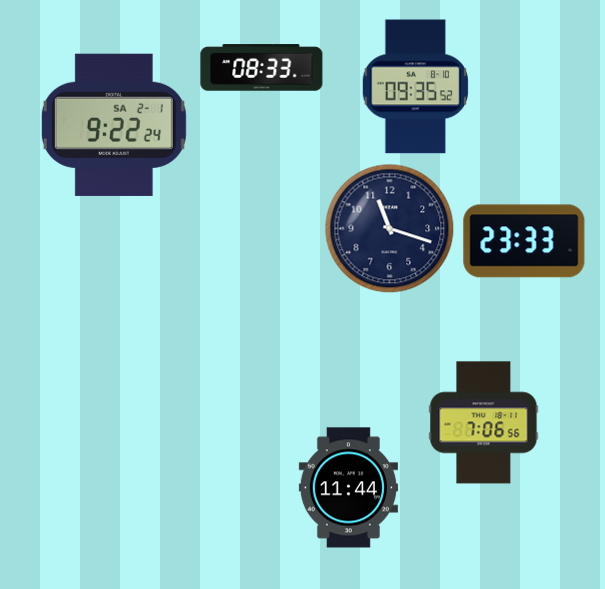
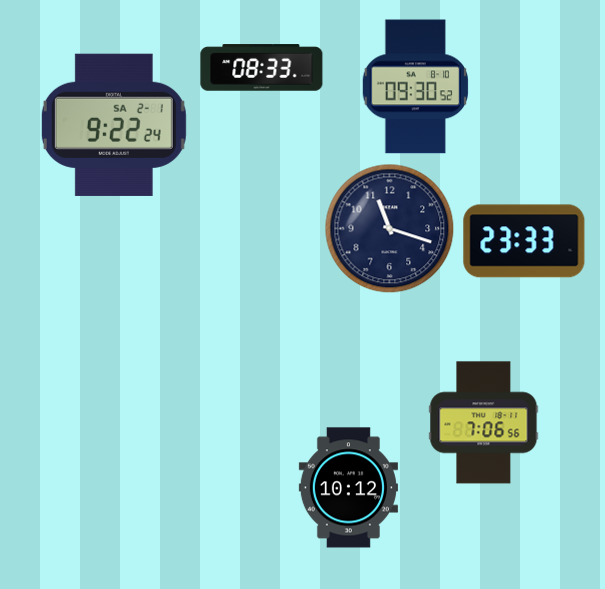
clock at (415, 87): 09:35 -> 09:30
clock at (348, 488): 11:44 -> 10:12
